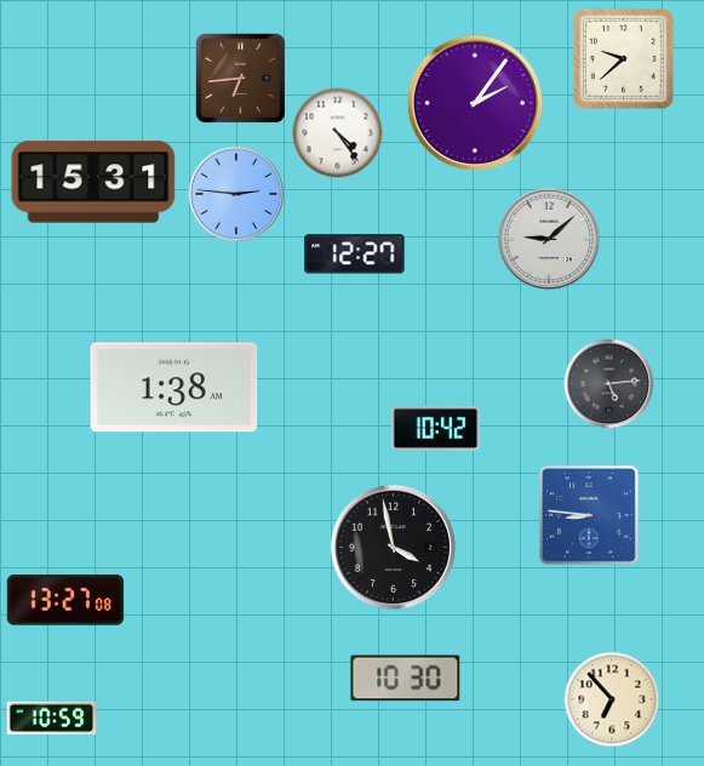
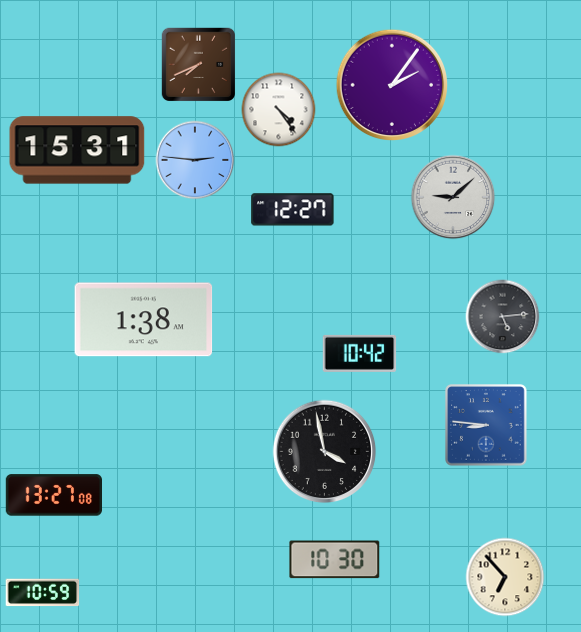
clock at (623, 58): 9:38 -> none
clock at (241, 79): 6:44 -> 7:41
